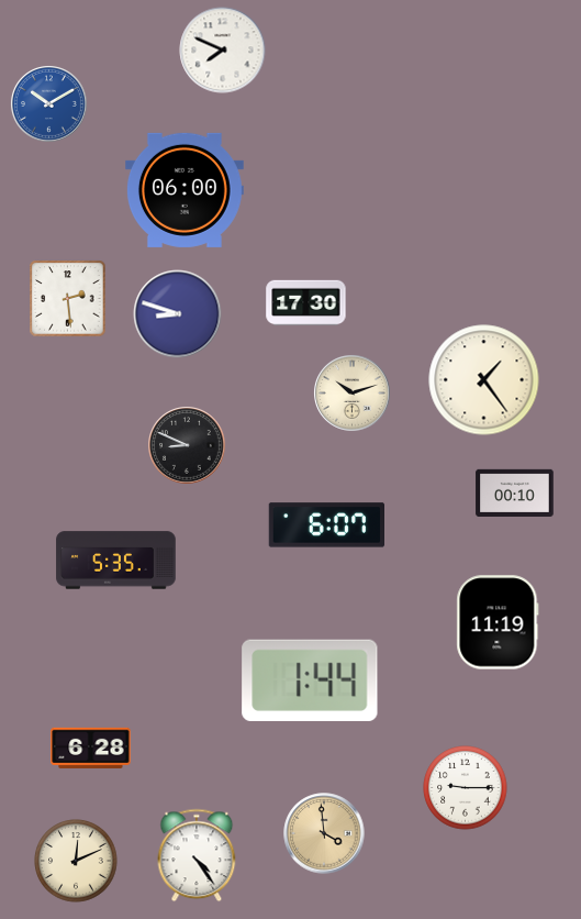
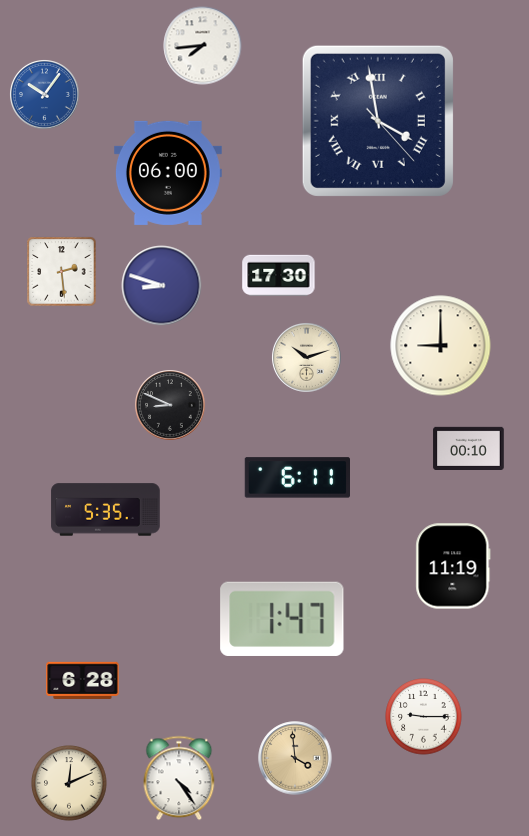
clock at (223, 51): 7:49 -> 7:44
clock at (49, 104): 10:10 -> 10:06
clock at (378, 121): none -> 3:58
clock at (484, 380): 1:24 -> 9:00
clock at (353, 394) position: (353, 394) -> (307, 358)
clock at (327, 525): 6:07 -> 6:11
clock at (310, 680): 1:44 -> 1:47
